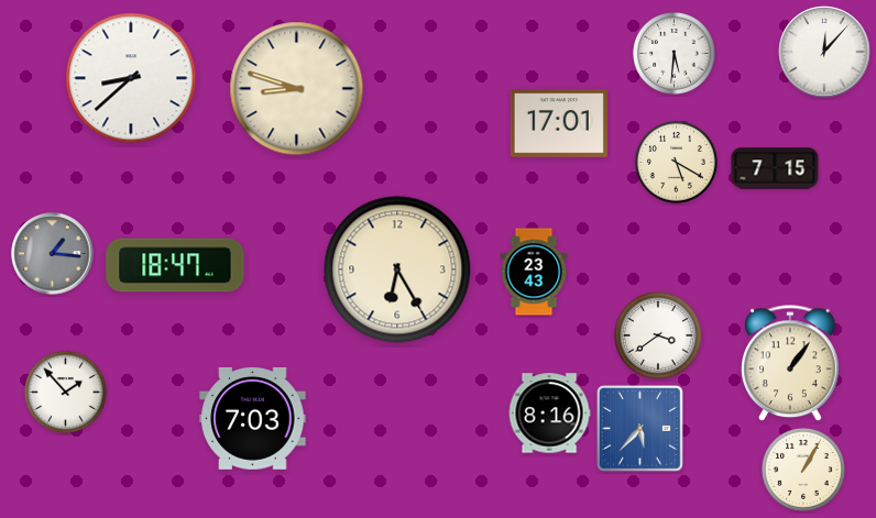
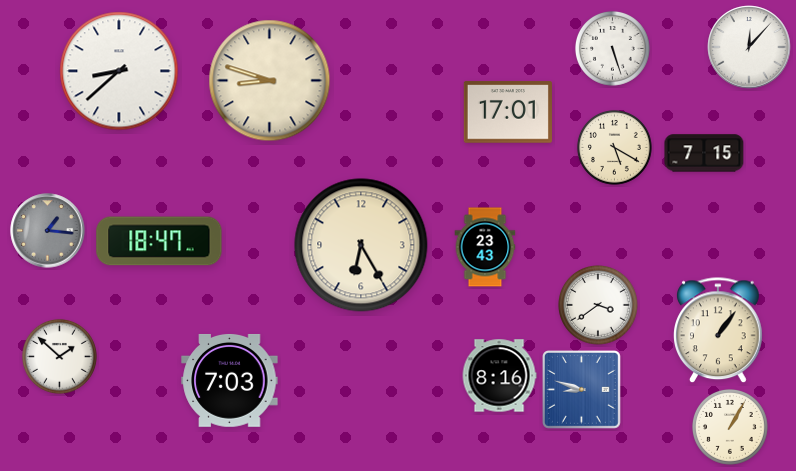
clock at (674, 53): 5:31 -> 5:27
clock at (65, 392): 1:53 -> 1:52
clock at (640, 429): 5:37 -> 8:48
